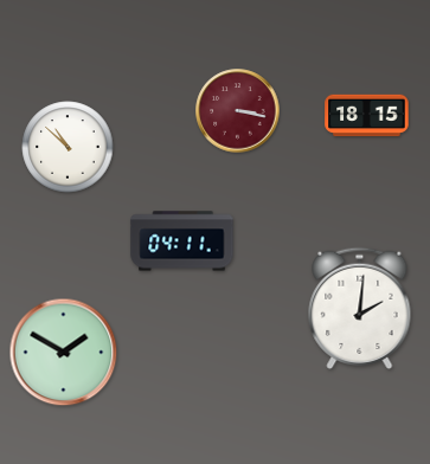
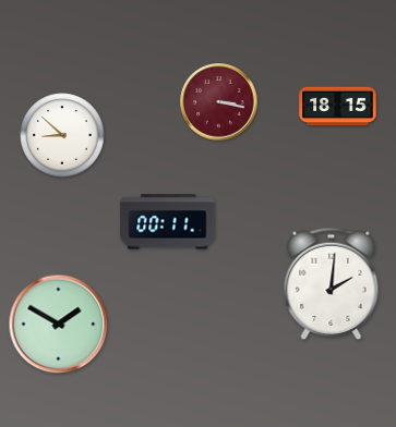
clock at (68, 147): 10:52 -> 8:52
clock at (182, 241): 04:11 -> 00:11
